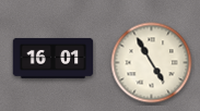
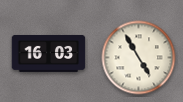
clock at (54, 58): 16:01 -> 16:03
